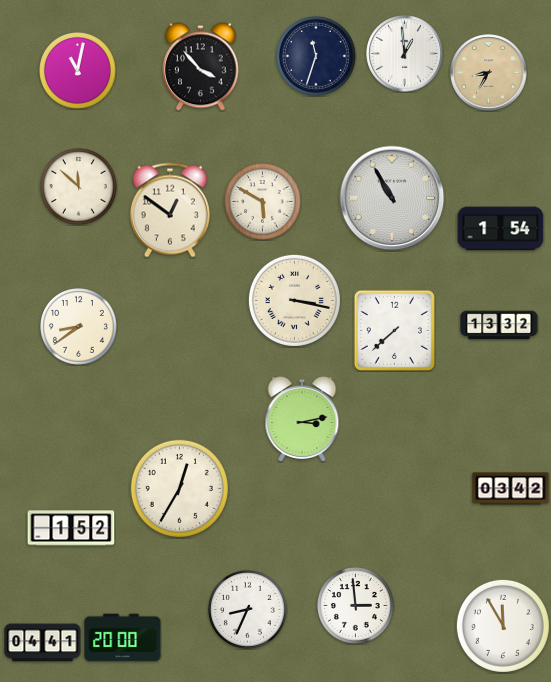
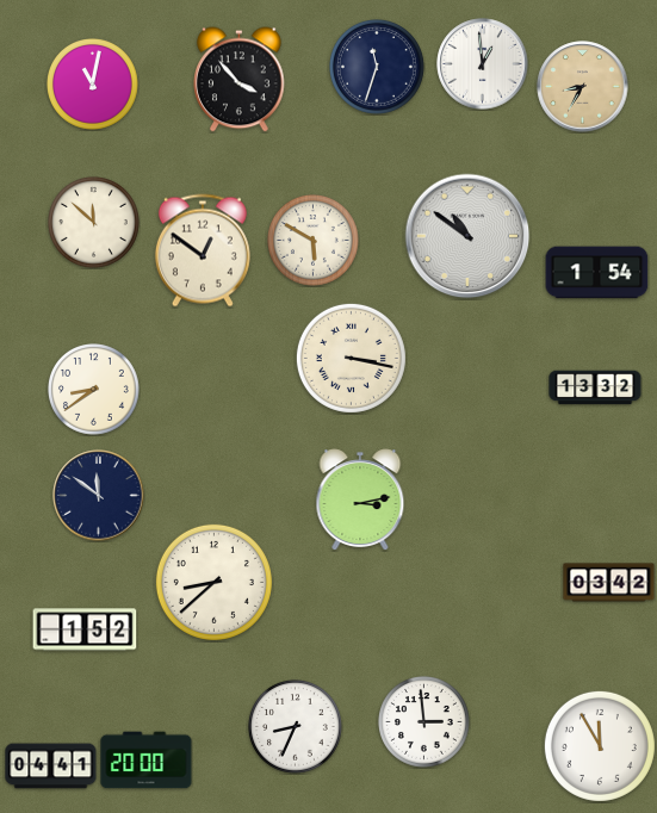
clock at (392, 198): 10:55 -> 10:51
clock at (394, 330): 7:38 -> none
clock at (99, 496): none -> 11:51
clock at (179, 488): 12:35 -> 8:38
